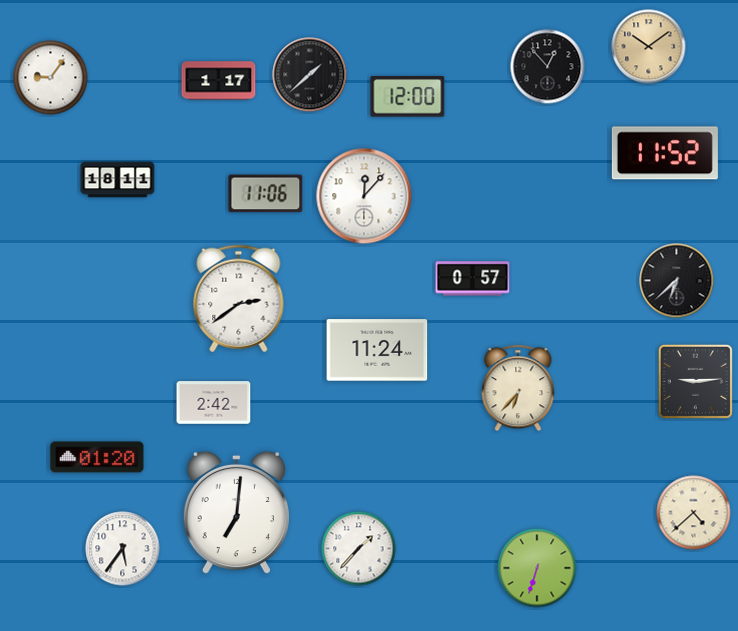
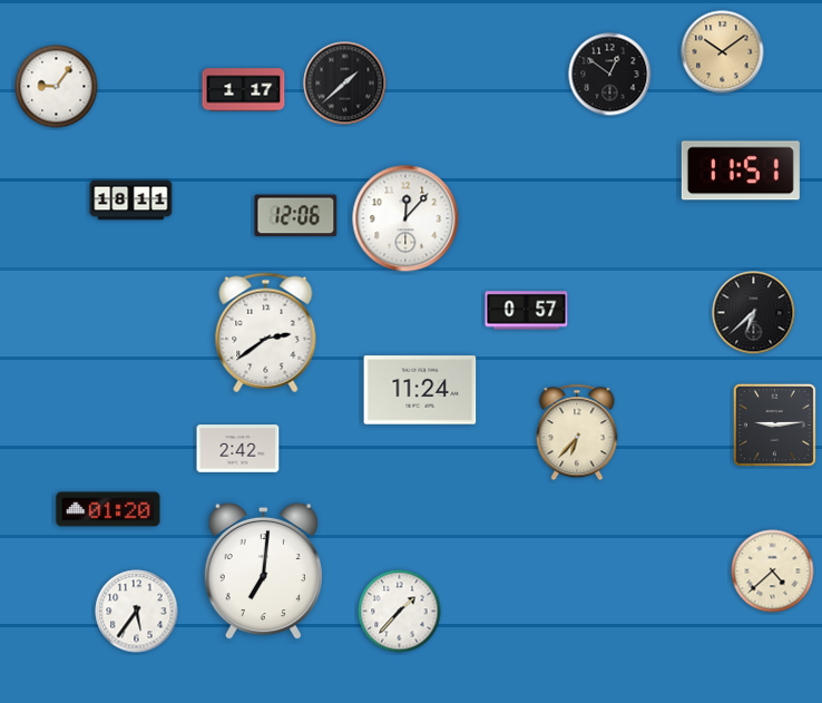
clock at (548, 67): 12:53 -> 12:51
clock at (408, 97): 12:00 -> none
clock at (665, 153): 11:52 -> 11:51
clock at (266, 194): 11:06 -> 12:06
clock at (537, 568): 6:33 -> none
